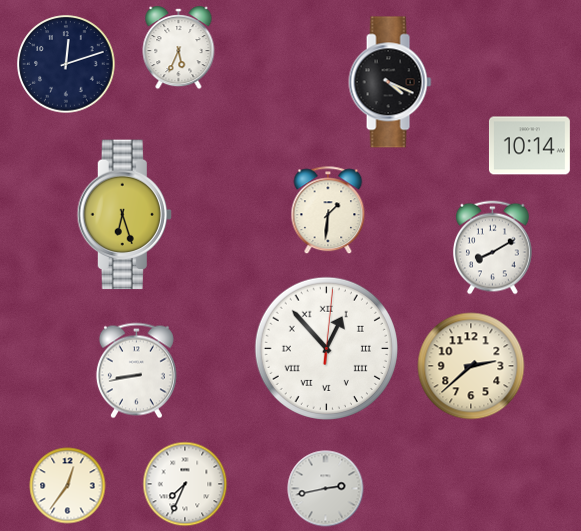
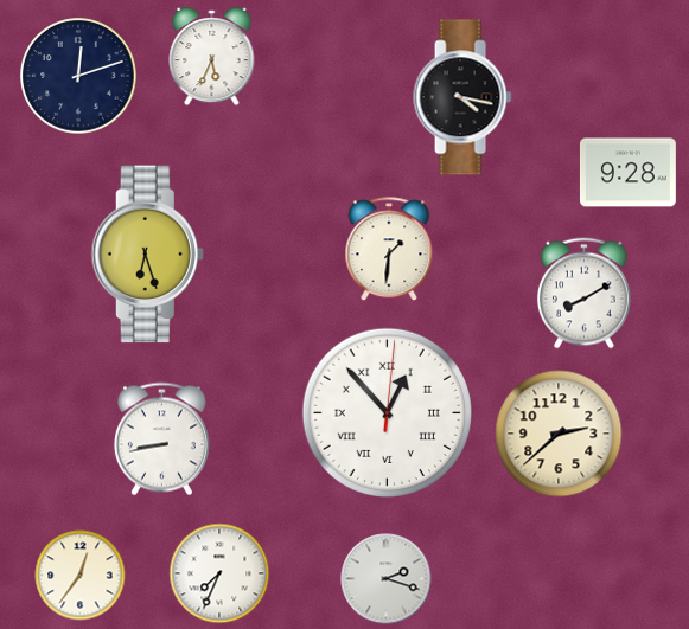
clock at (390, 82): 4:19 -> 4:17
clock at (529, 146): 10:14 -> 9:28
clock at (326, 489): 2:43 -> 2:18
